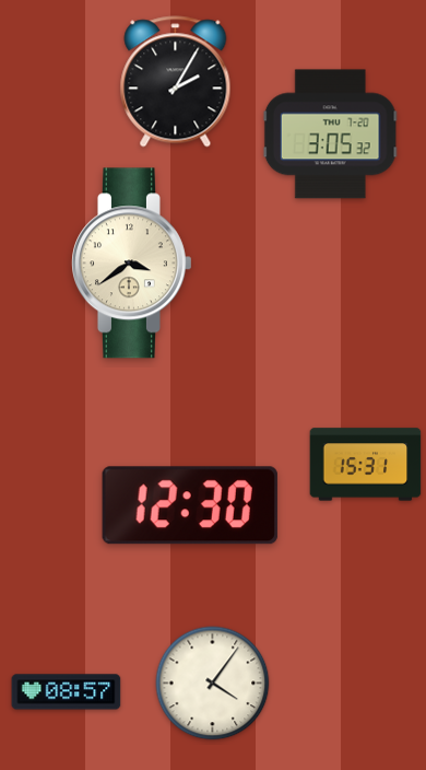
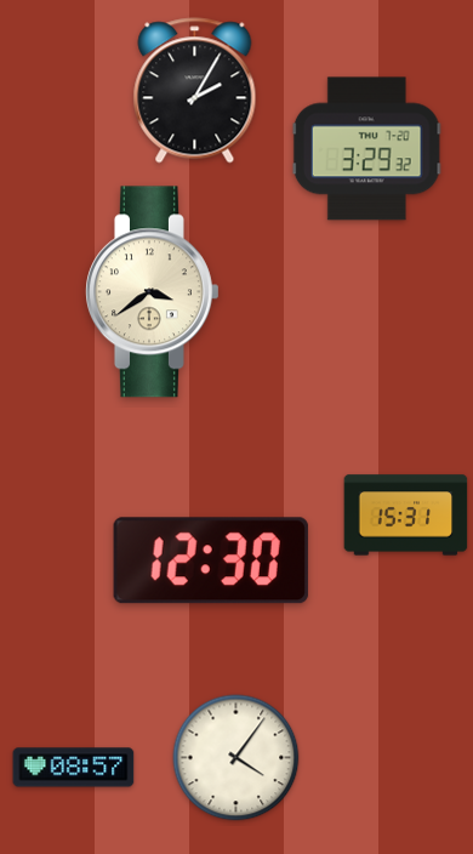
clock at (330, 135): 3:05 -> 3:29
clock at (132, 264) position: (132, 264) -> (153, 292)
